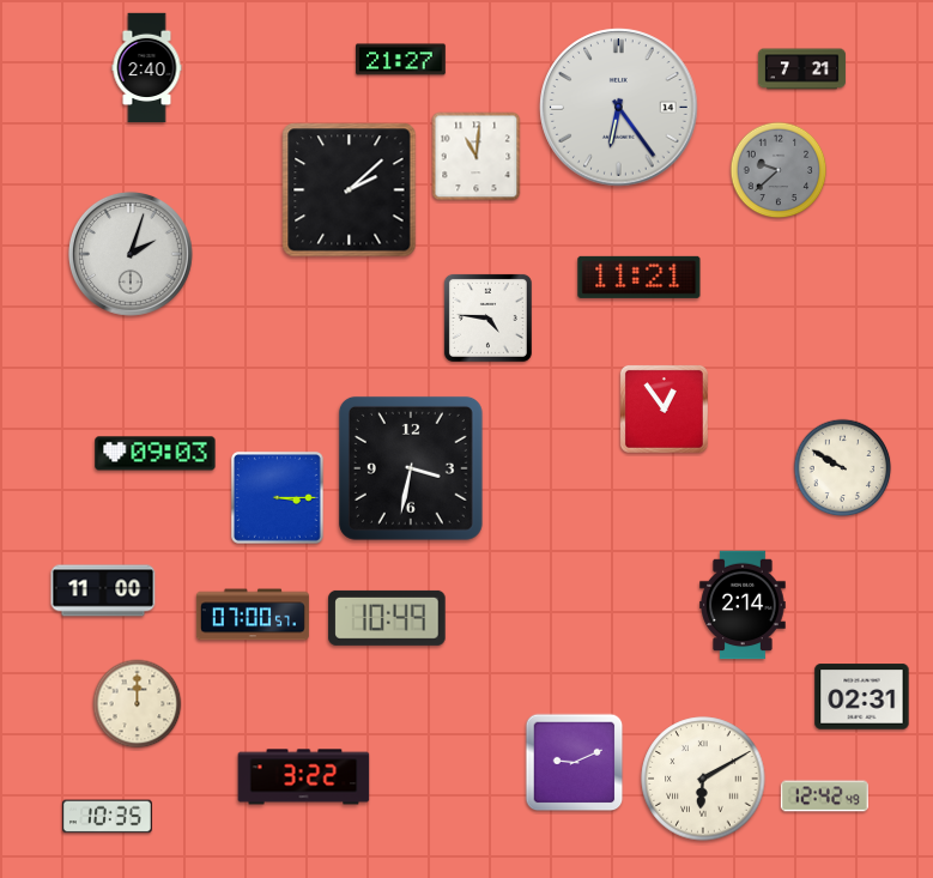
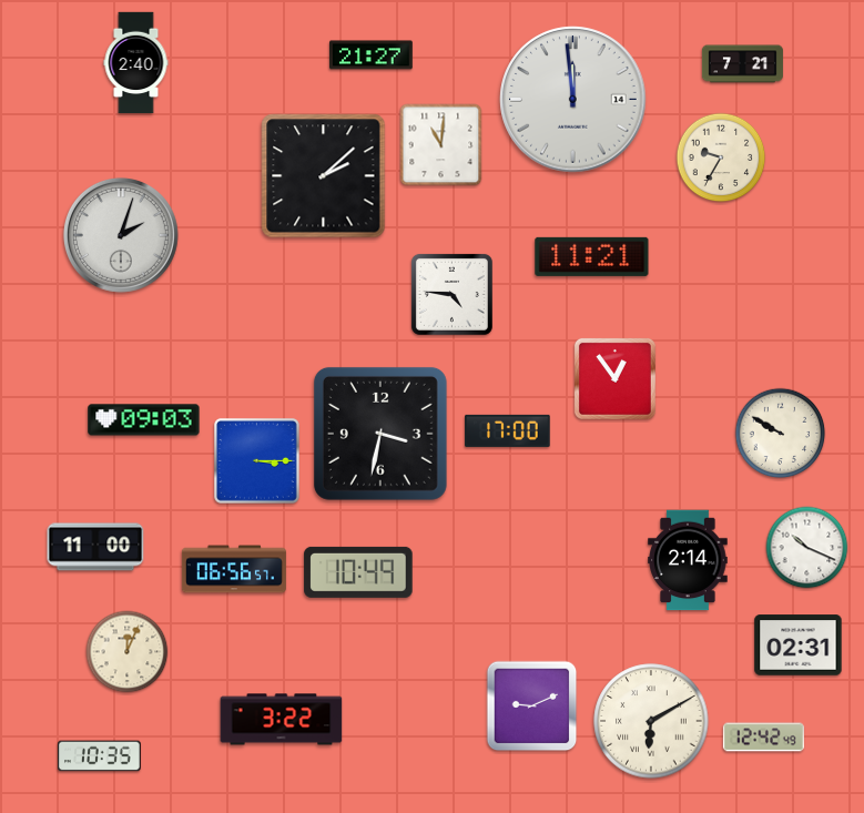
clock at (619, 108): 6:24 -> 11:59
clock at (778, 170): 9:38 -> 9:35
clock at (778, 170) dial: grey -> cream
clock at (508, 430): none -> 17:00
clock at (807, 548): none -> 10:19
clock at (253, 614): 07:00 -> 06:56
clock at (138, 704): 12:00 -> 12:04
